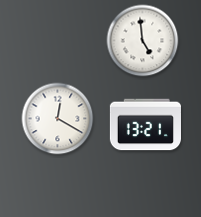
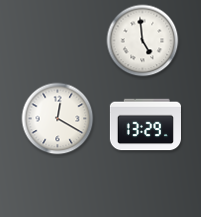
clock at (145, 125): 13:21 -> 13:29
